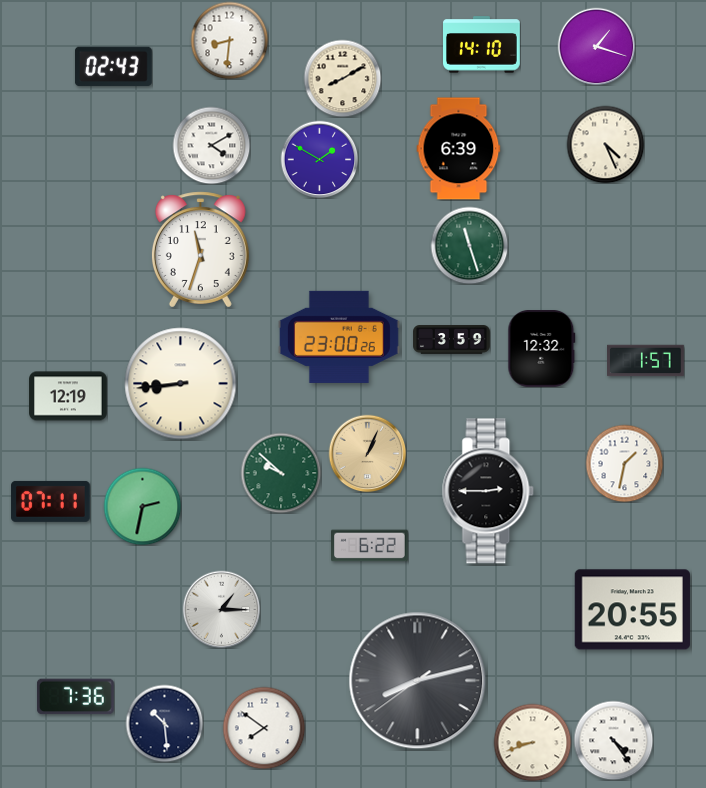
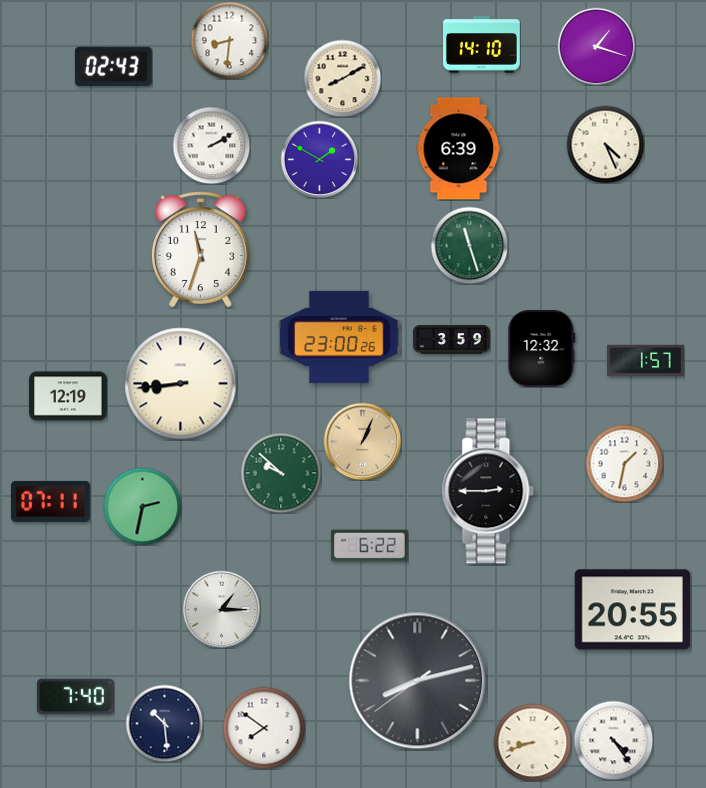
clock at (211, 145): 4:10 -> 2:10
clock at (367, 453) position: (367, 453) -> (362, 441)
clock at (75, 697): 7:36 -> 7:40
